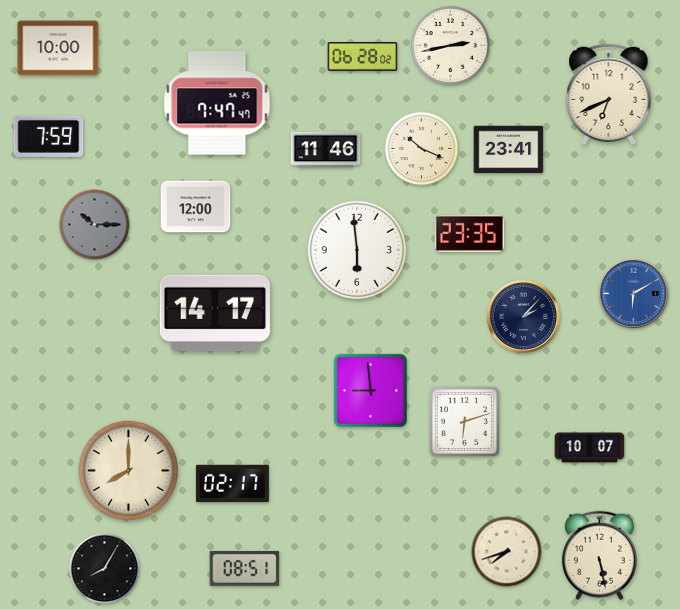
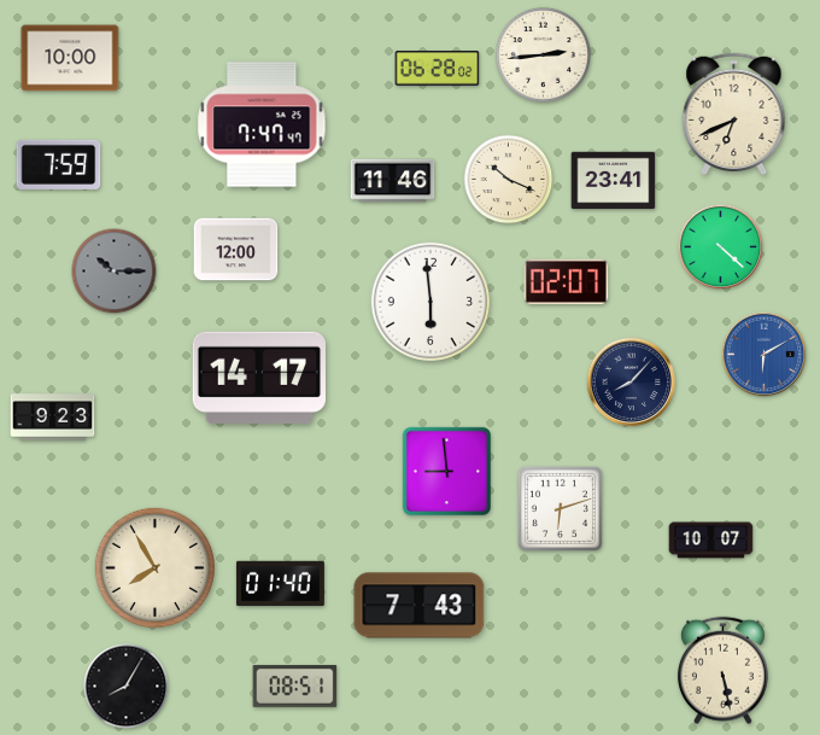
clock at (450, 45): 2:43 -> 2:44
clock at (721, 247): none -> 4:22
clock at (470, 233): 23:35 -> 02:07
clock at (523, 316): 2:07 -> 8:07
clock at (53, 418): none -> 9:23
clock at (128, 470): 8:00 -> 7:55
clock at (232, 484): 02:17 -> 01:40
clock at (420, 606): none -> 7:43
clock at (507, 552): 7:42 -> none
